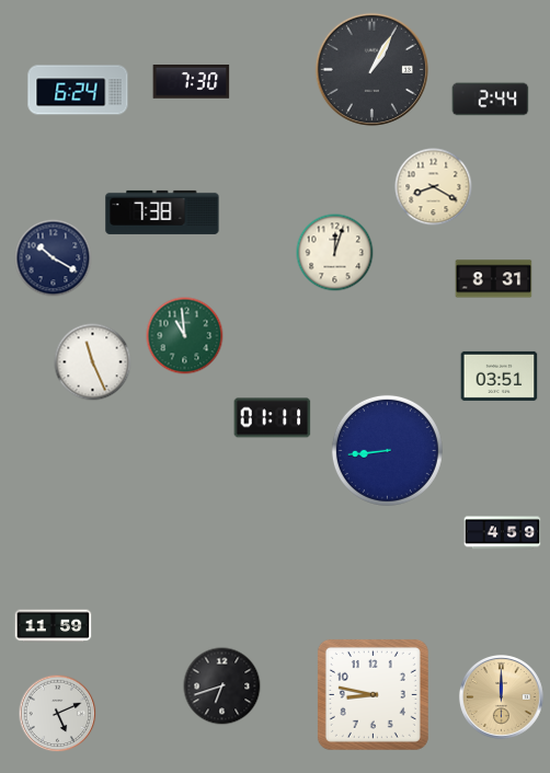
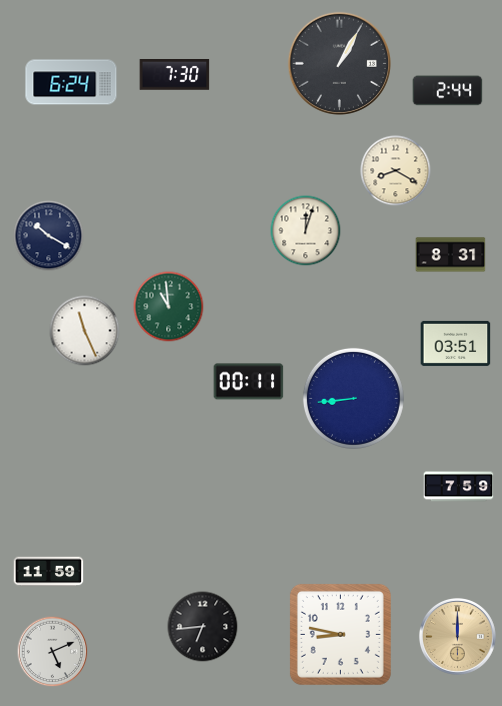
clock at (162, 212): 7:38 -> none
clock at (273, 418): 01:11 -> 00:11
clock at (387, 450) position: (387, 450) -> (353, 398)
clock at (503, 533): 4:59 -> 7:59
clock at (222, 687): 6:42 -> 6:44
